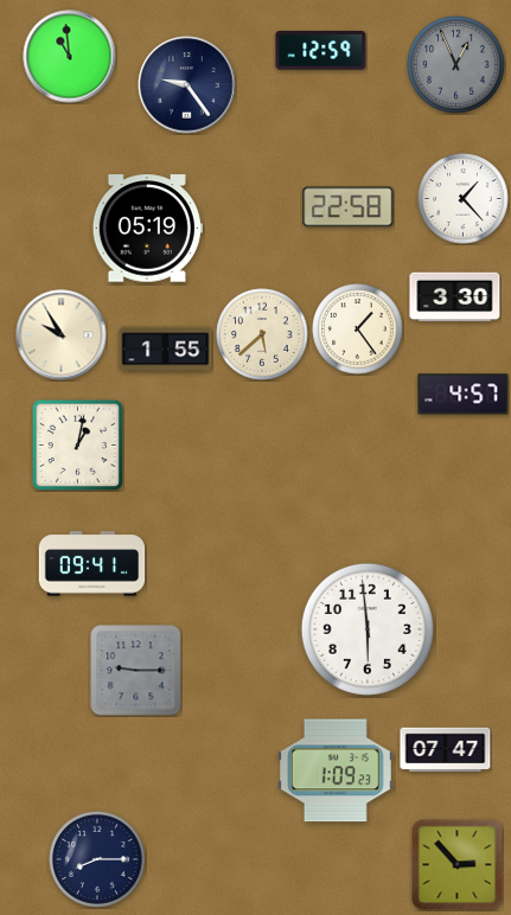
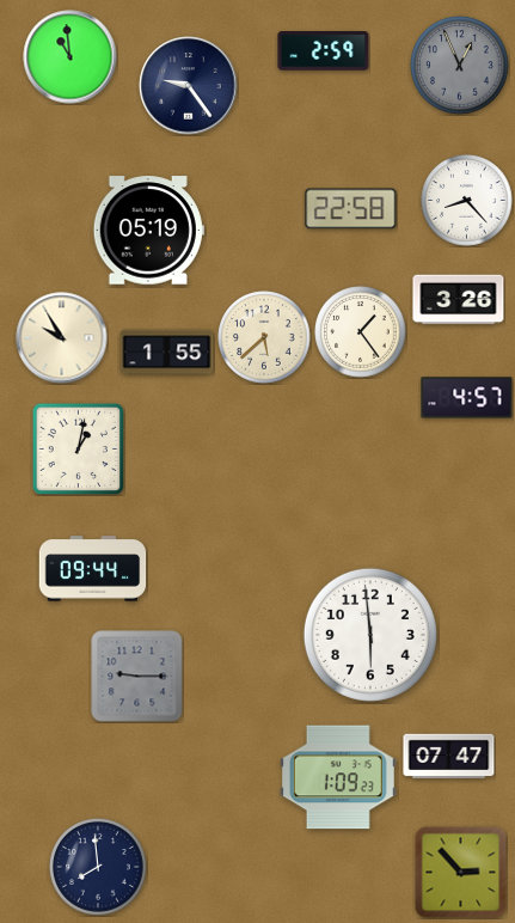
clock at (321, 51): 12:59 -> 2:59
clock at (464, 199): 1:23 -> 8:23
clock at (455, 297): 3:30 -> 3:26
clock at (92, 564): 09:41 -> 09:44
clock at (97, 859): 8:15 -> 7:59
